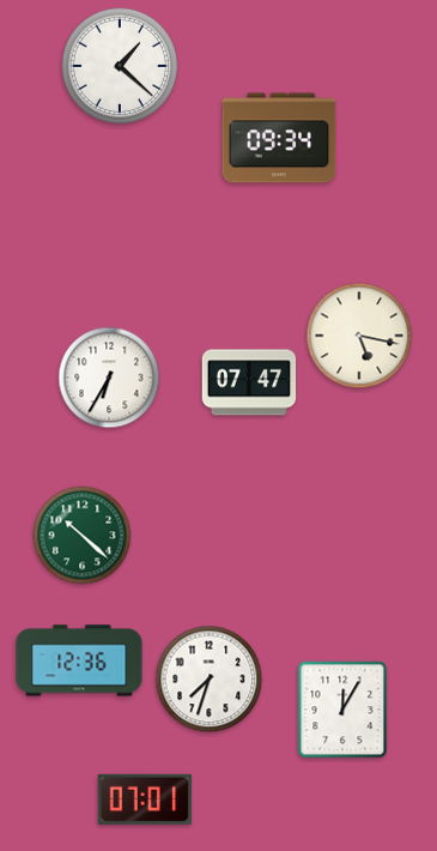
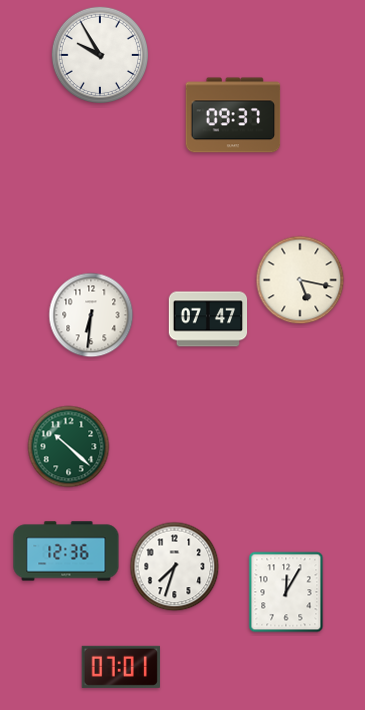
clock at (119, 65): 1:22 -> 9:55
clock at (279, 138): 09:34 -> 09:37
clock at (109, 378): 6:35 -> 6:31
